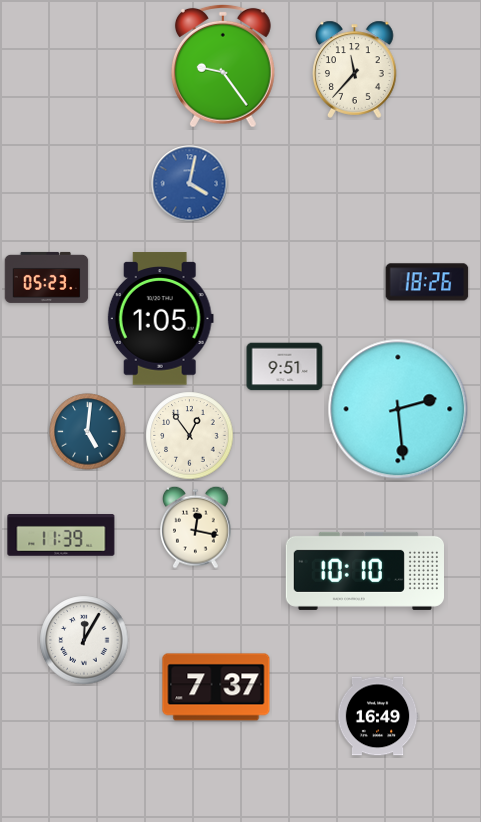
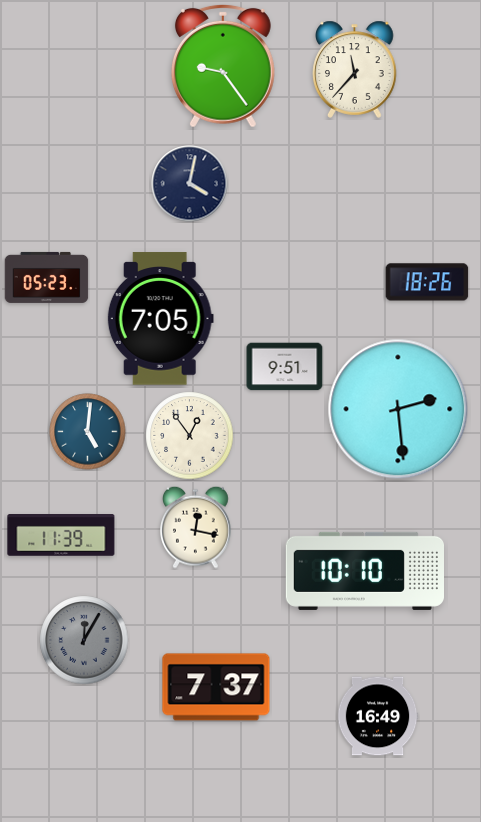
clock at (190, 184) dial: blue -> navy
clock at (160, 319): 1:05 -> 7:05
clock at (84, 640) dial: white -> grey
